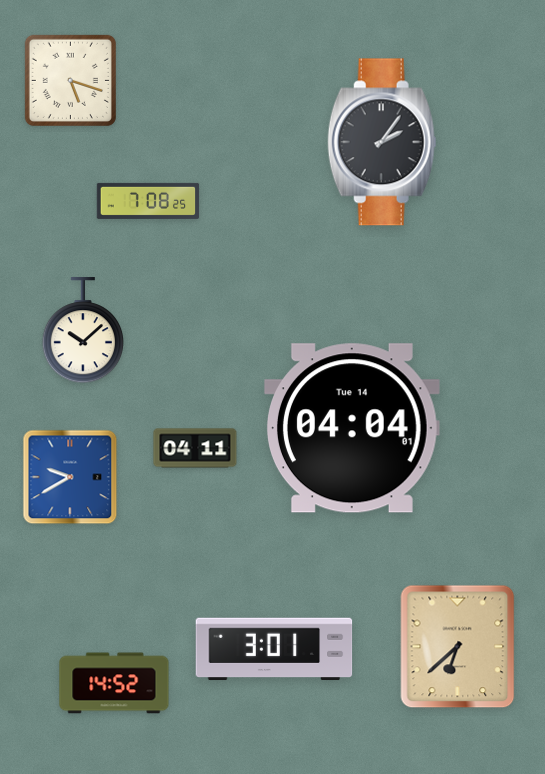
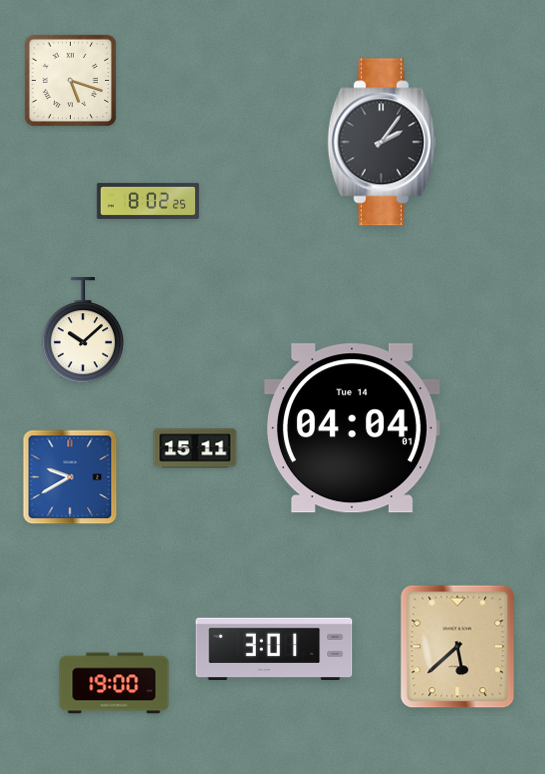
clock at (148, 201): 7:08 -> 8:02
clock at (195, 448): 04:11 -> 15:11
clock at (458, 647): 6:38 -> 5:38
clock at (114, 683): 14:52 -> 19:00
